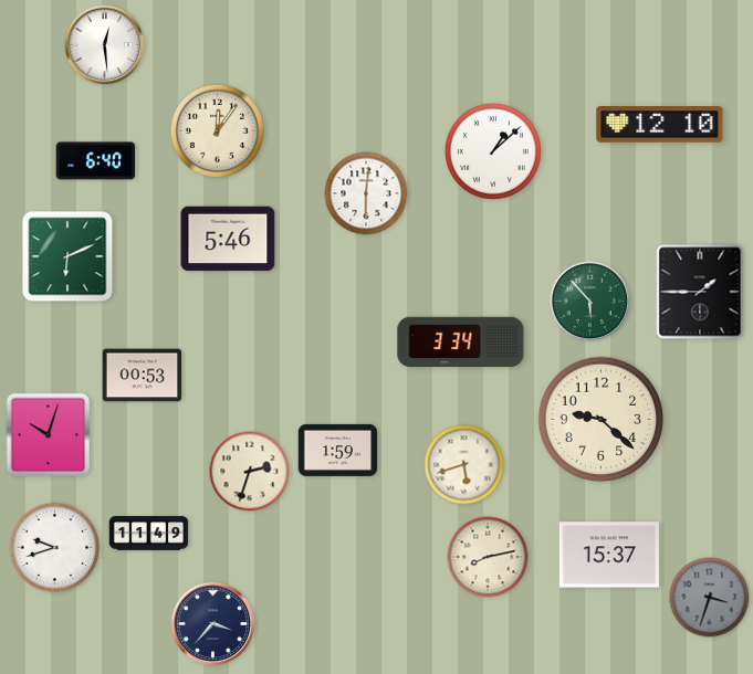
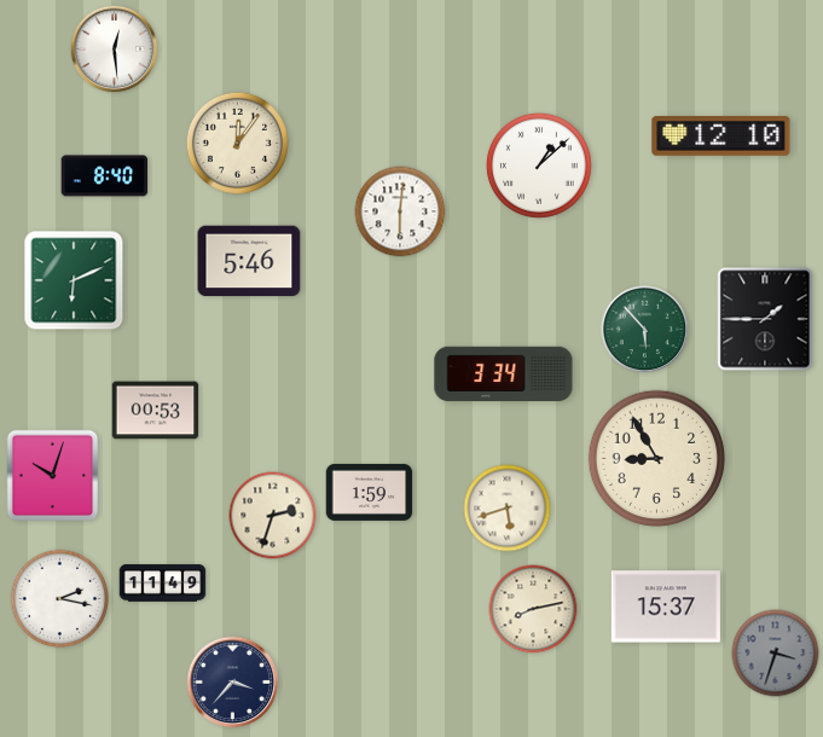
clock at (96, 161): 6:40 -> 8:40
clock at (602, 420): 9:22 -> 8:55
clock at (55, 548): 9:42 -> 2:17
